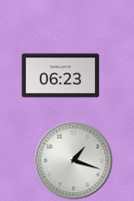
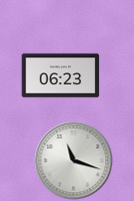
clock at (73, 160): 1:18 -> 11:18
